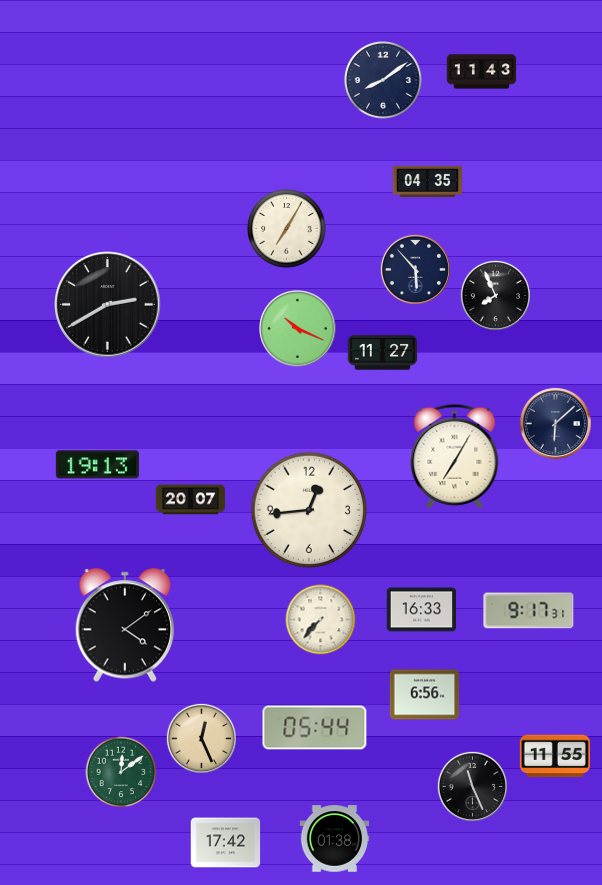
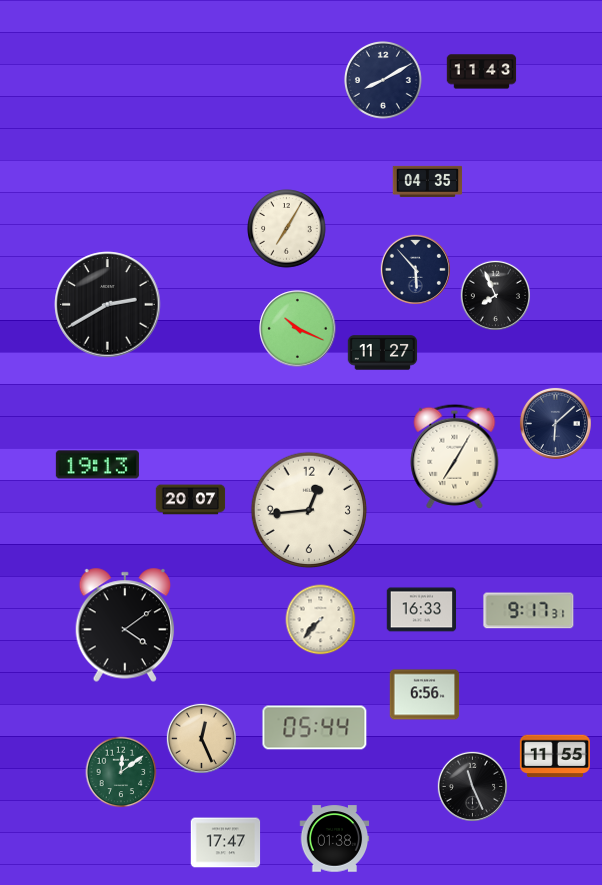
clock at (384, 81): 8:09 -> 8:10
clock at (226, 843): 17:42 -> 17:47
